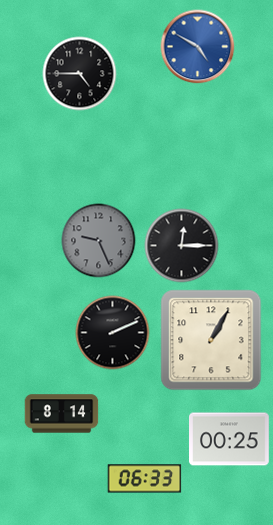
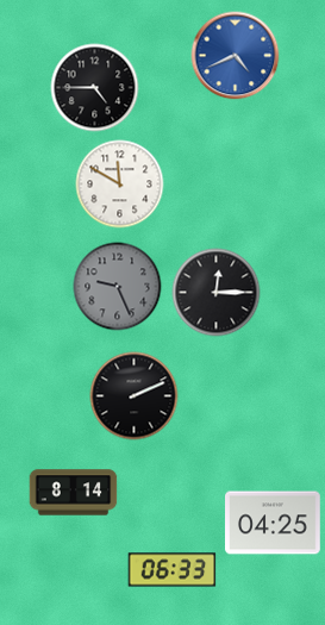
clock at (198, 47): 4:50 -> 4:41
clock at (120, 185): none -> 11:50
clock at (211, 340): 1:05 -> none
clock at (230, 439): 00:25 -> 04:25
